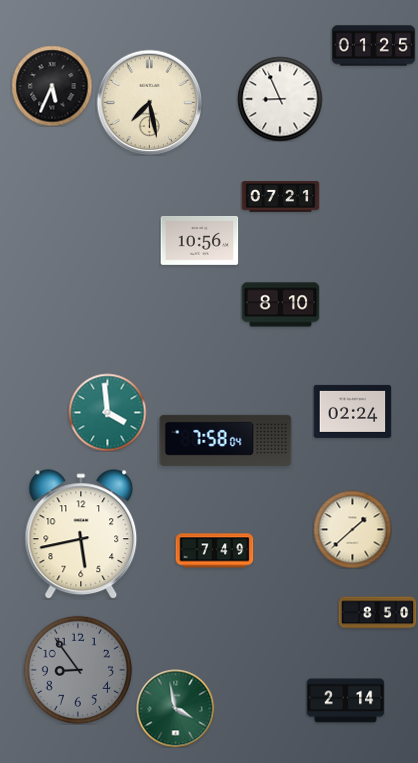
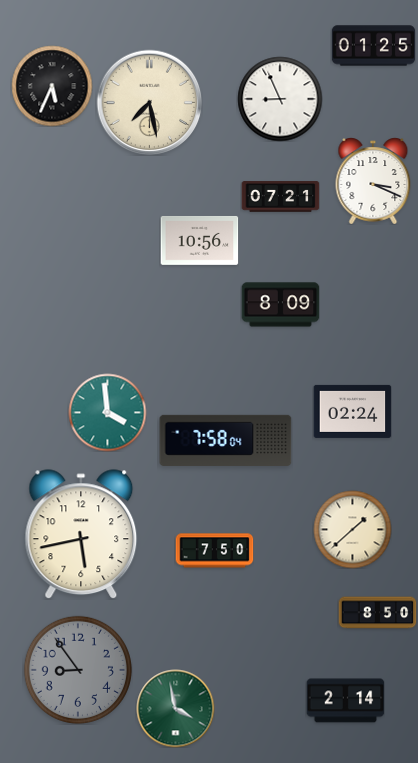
clock at (373, 181): none -> 3:19
clock at (280, 305): 8:10 -> 8:09
clock at (214, 551): 7:49 -> 7:50
